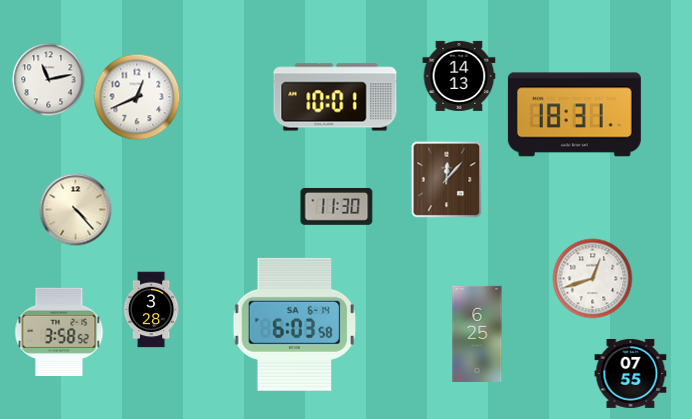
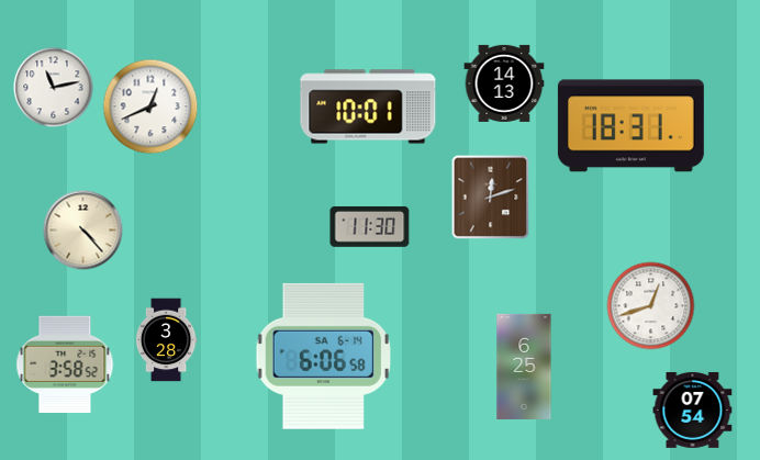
clock at (447, 180): 12:07 -> 12:12
clock at (294, 324): 6:03 -> 6:06
clock at (631, 374): 07:55 -> 07:54
